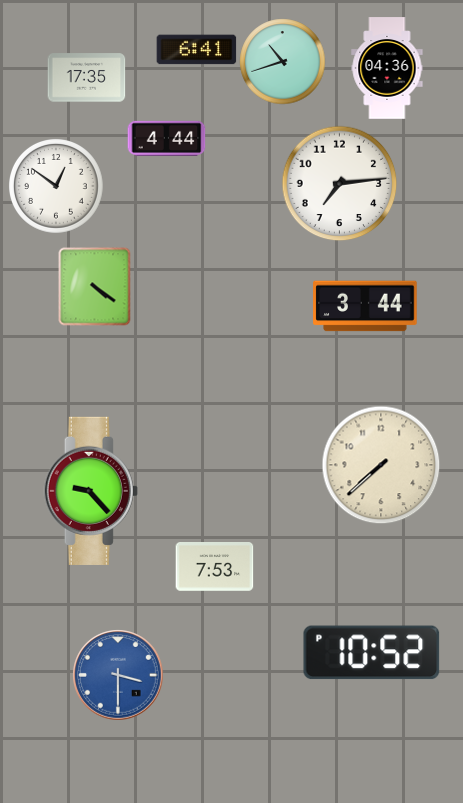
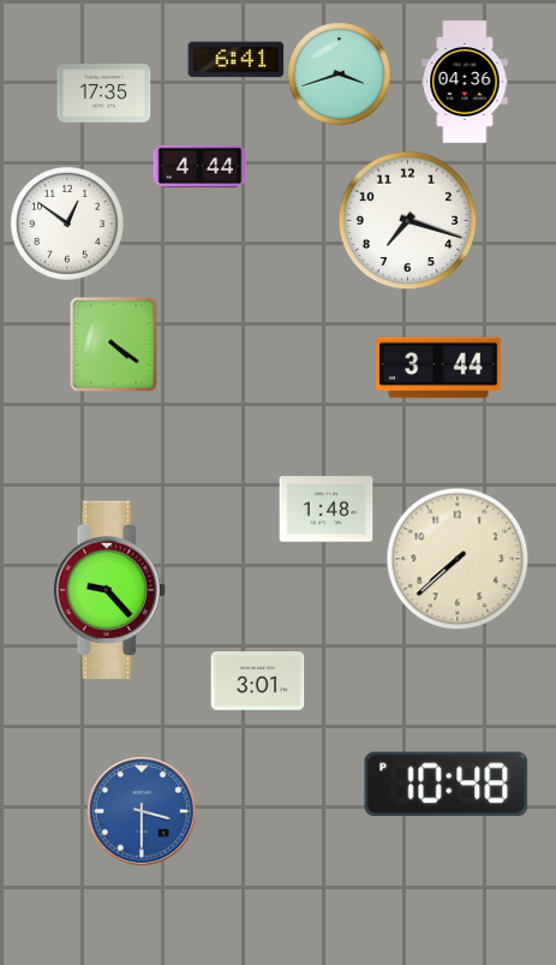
clock at (282, 61): 10:42 -> 3:42
clock at (339, 183): 7:14 -> 7:18
clock at (325, 510): none -> 1:48
clock at (214, 567): 7:53 -> 3:01
clock at (372, 653): 10:52 -> 10:48
